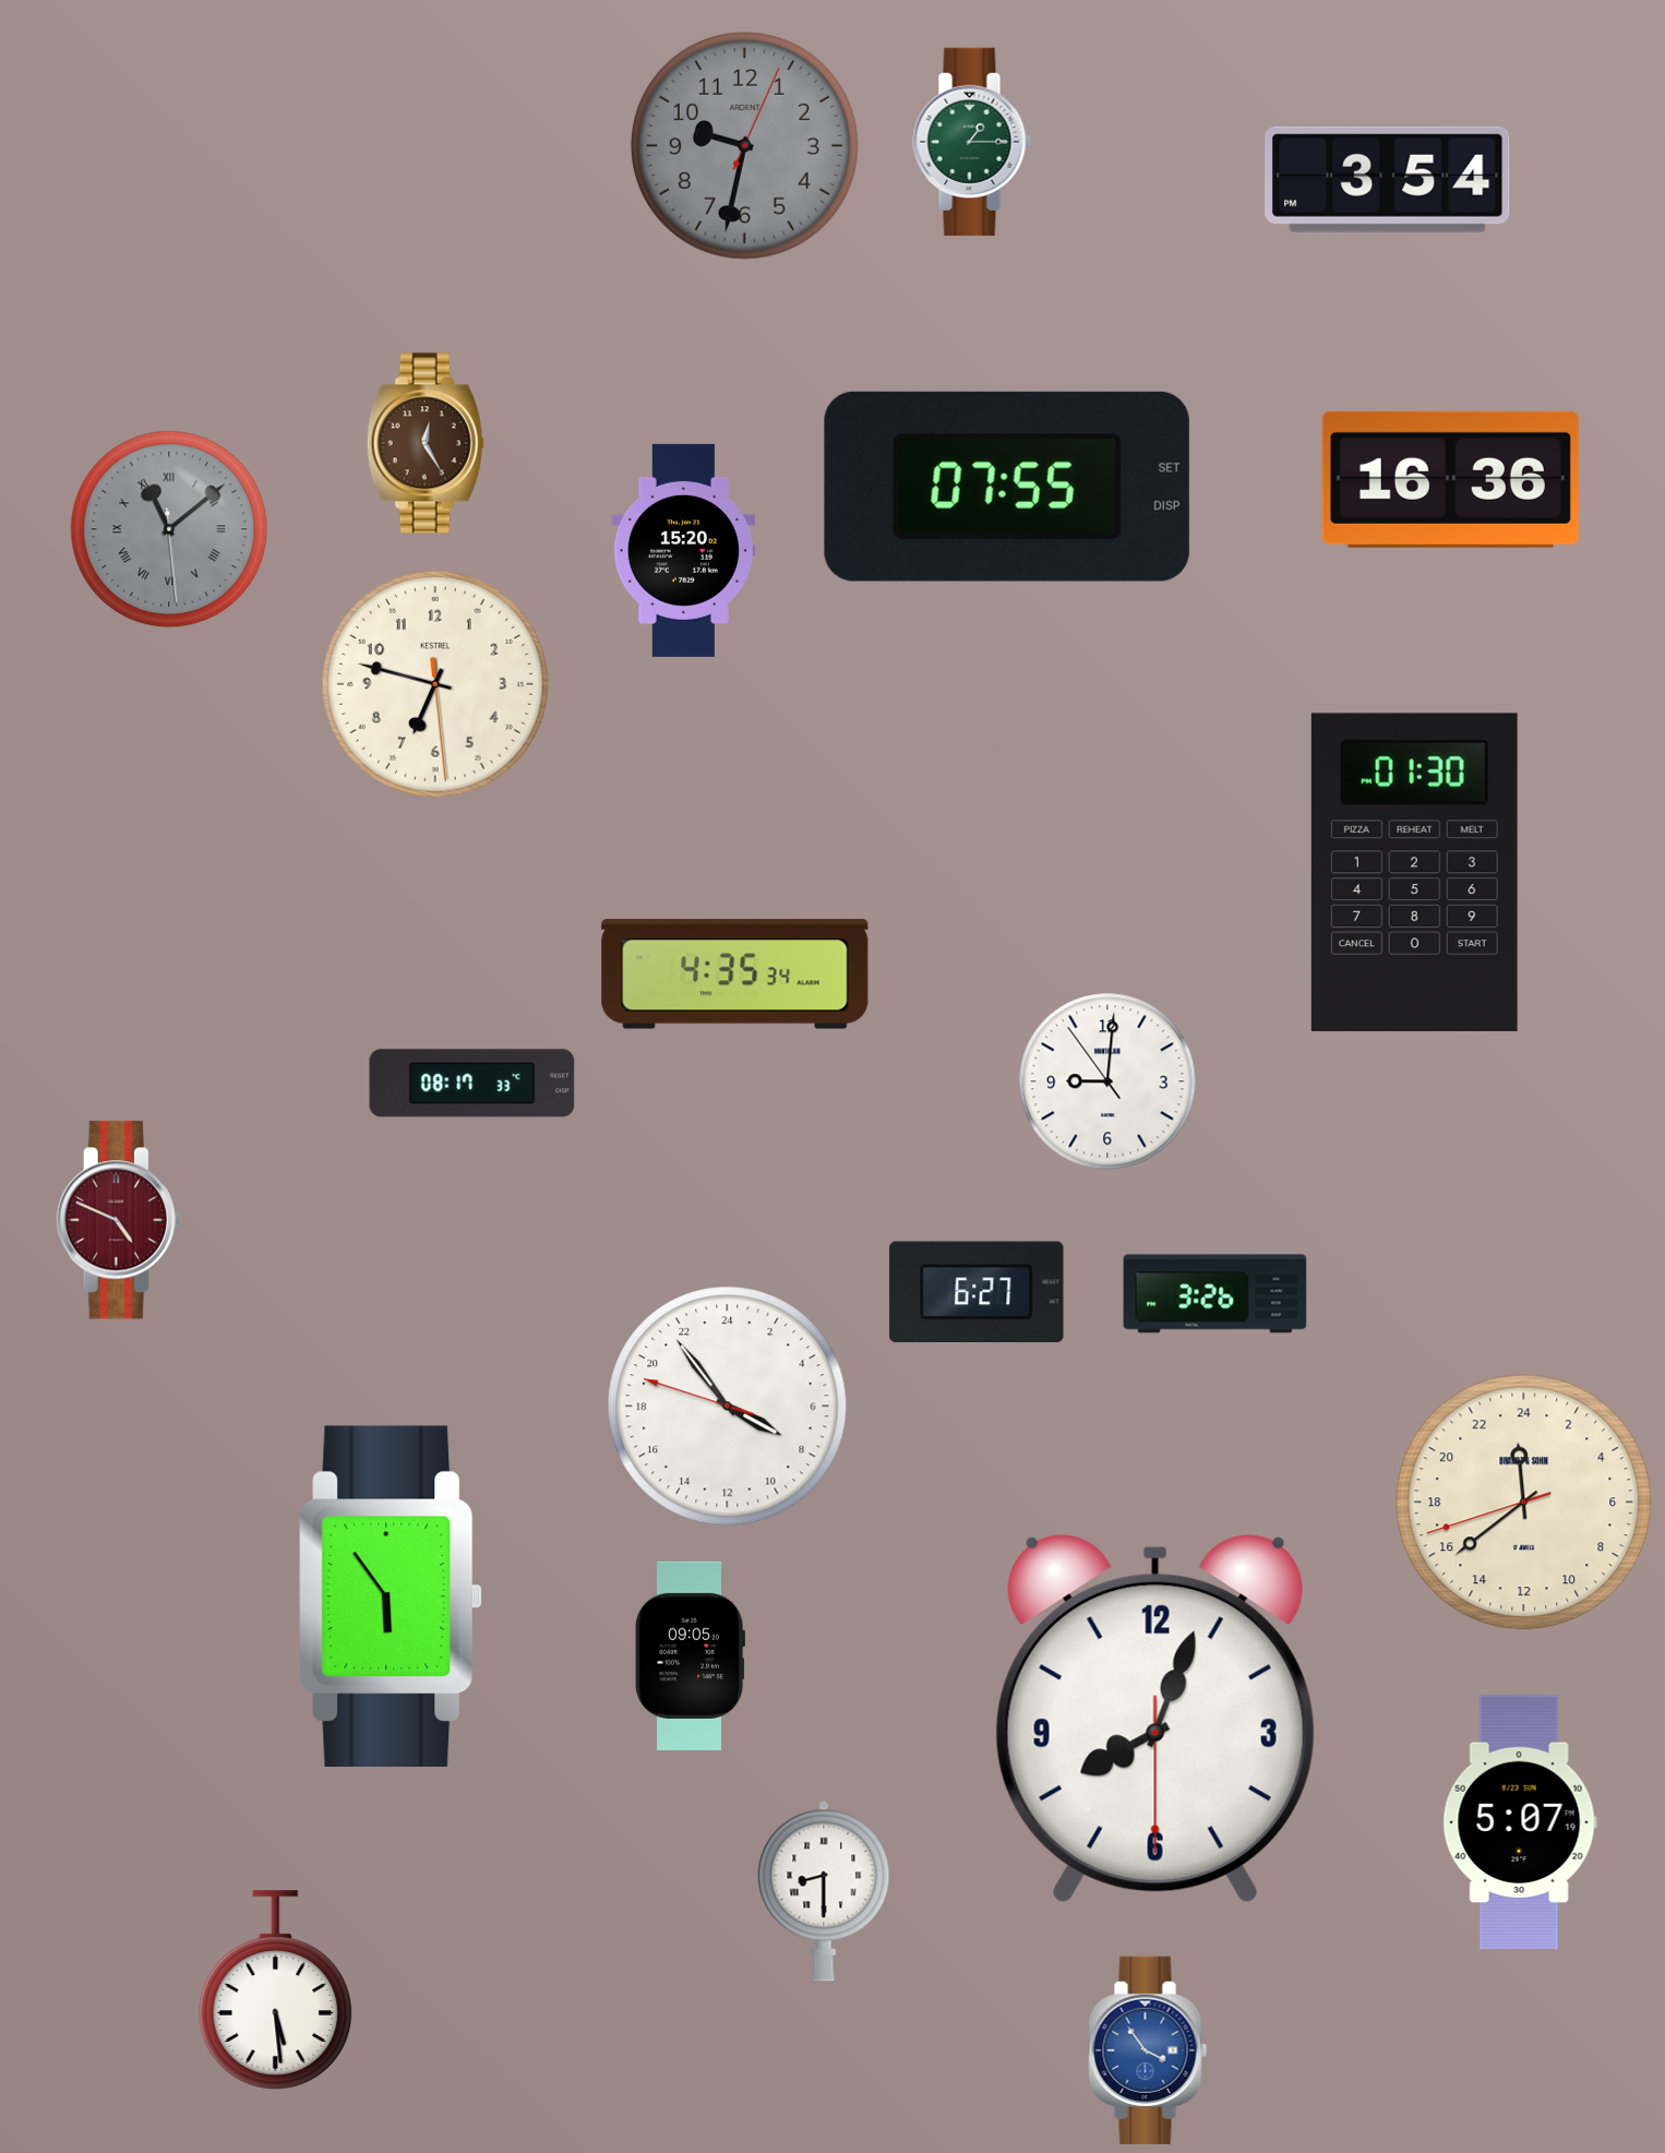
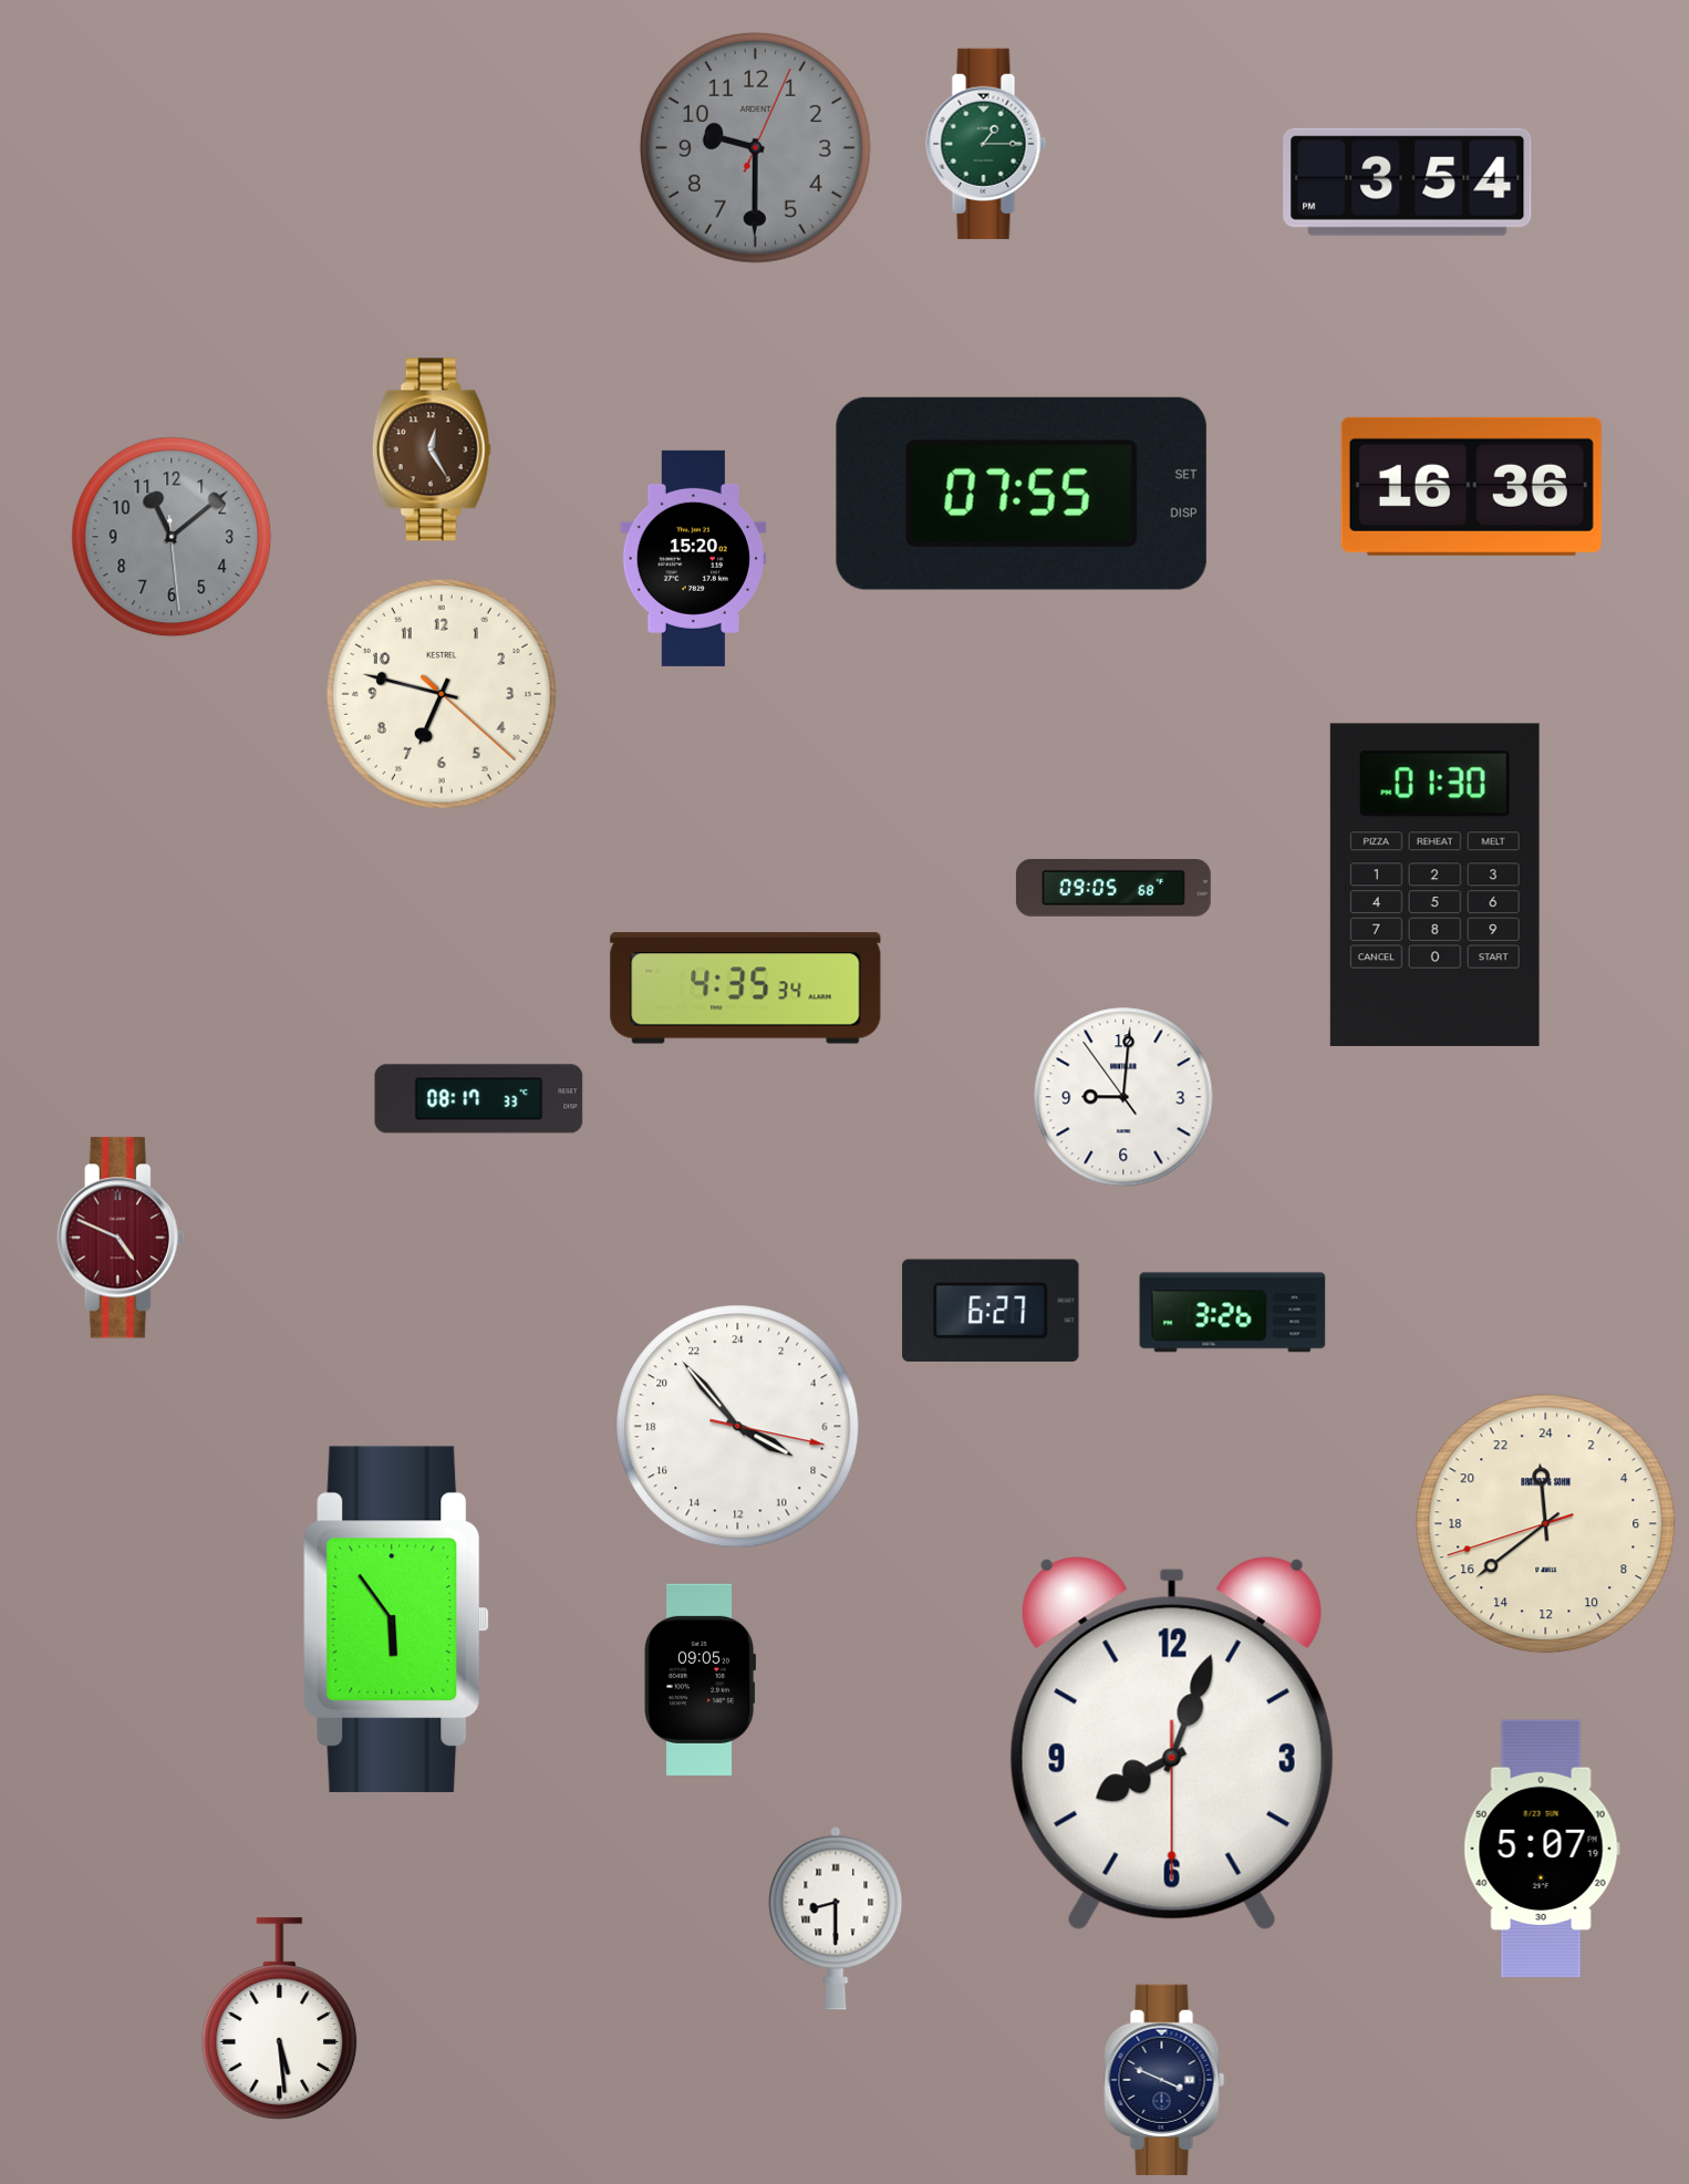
clock at (744, 145): 9:32 -> 9:30
clock at (169, 529) numerals: Roman -> Arabic
clock at (435, 684): 6:47:29 -> 6:47:22
clock at (1113, 889): none -> 09:05
clock at (728, 1407): 7:53:48 -> 7:53:17
clock at (1148, 2050): 3:54 -> 3:49
clock at (1148, 2050) dial: blue -> navy
